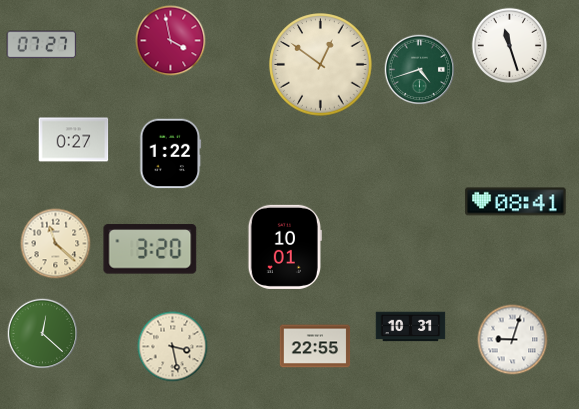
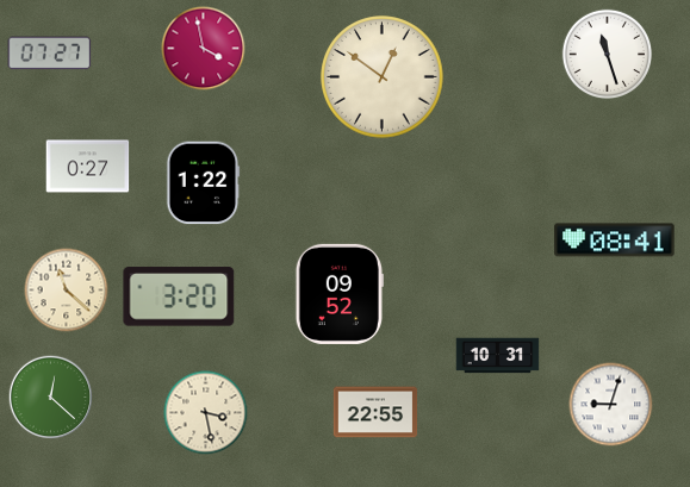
clock at (420, 70): 4:42 -> none
clock at (285, 247): 10:01 -> 09:52
clock at (411, 327) position: (411, 327) -> (498, 356)
